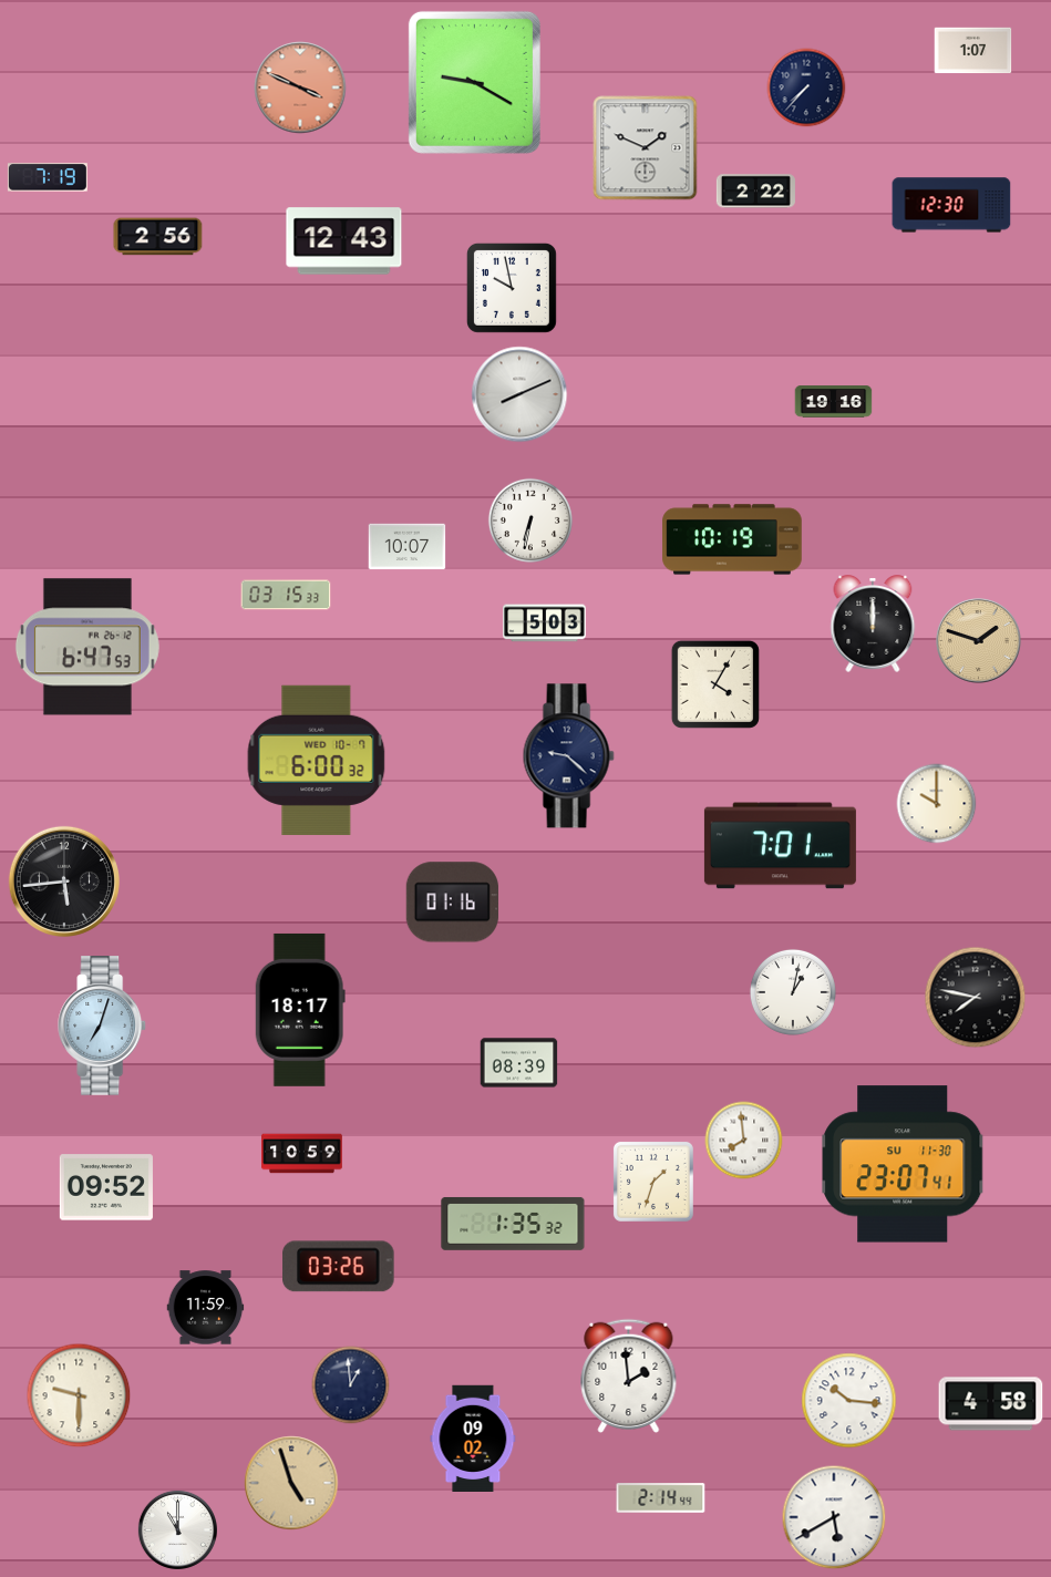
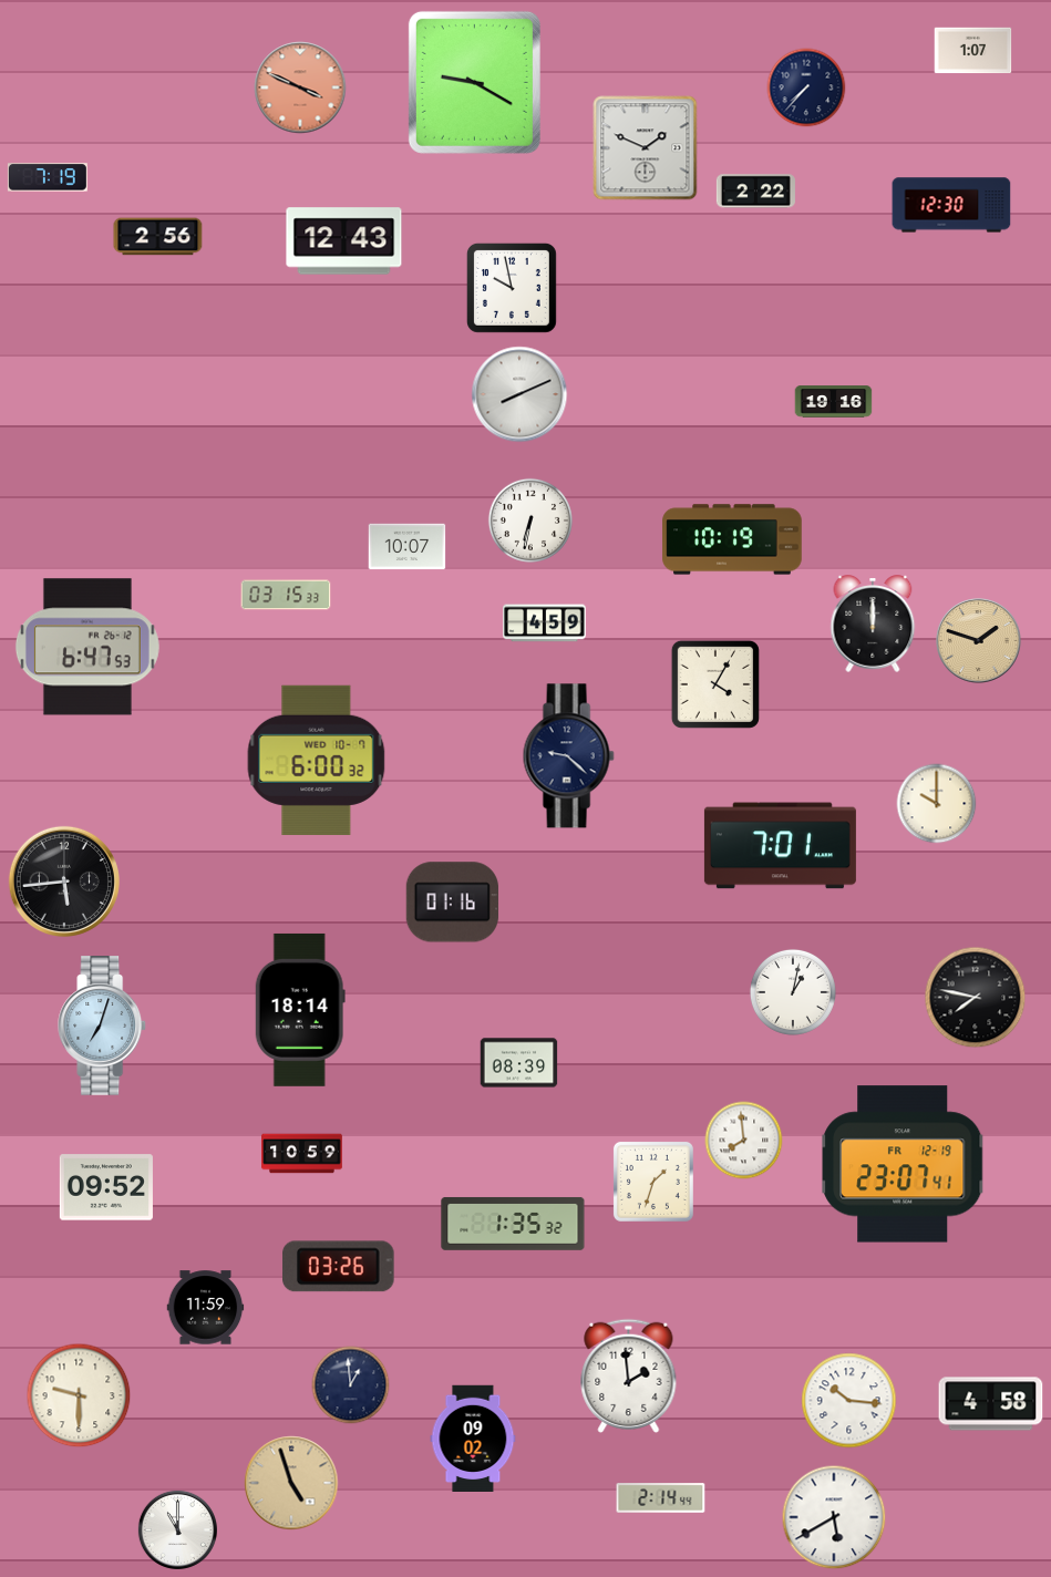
clock at (545, 623): 5:03 -> 4:59
clock at (300, 1010): 18:17 -> 18:14
clock at (904, 1164) date: SU 11-30 -> FR 12-19
